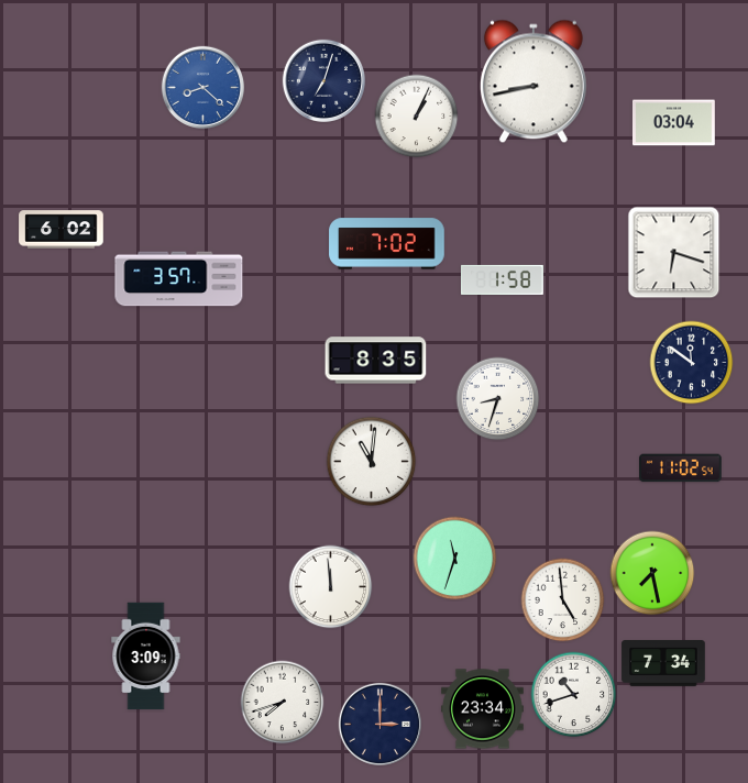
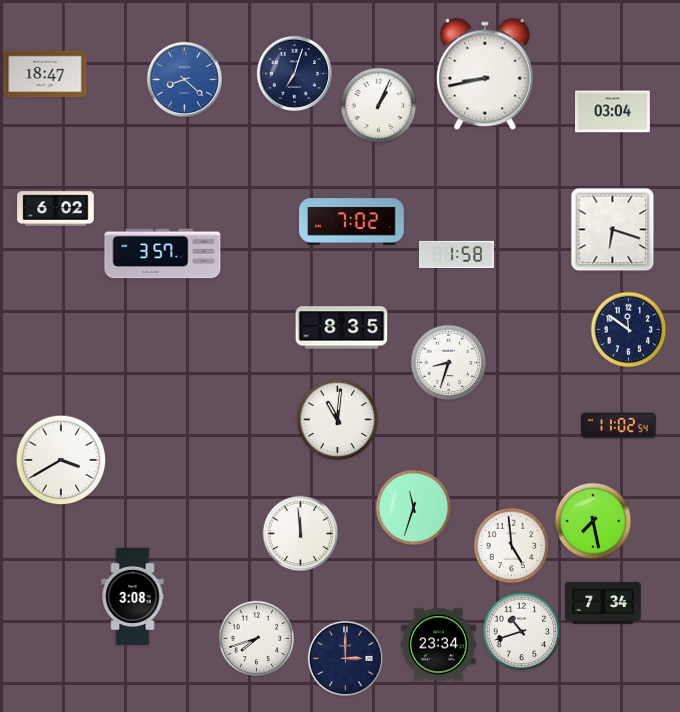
clock at (45, 74): none -> 18:47
clock at (498, 399) position: (498, 399) -> (449, 363)
clock at (61, 460): none -> 3:40
clock at (146, 657): 3:09 -> 3:08
